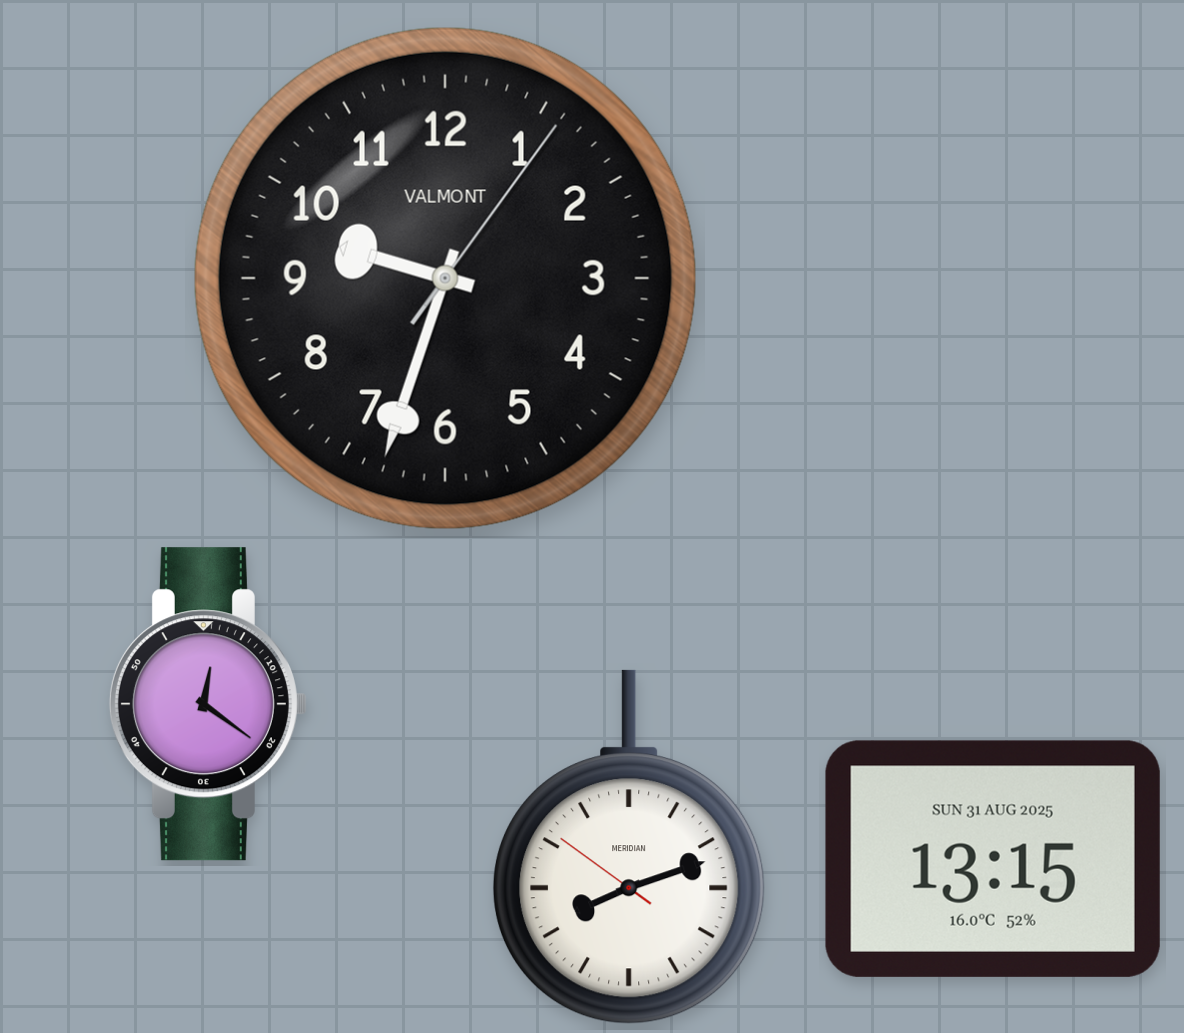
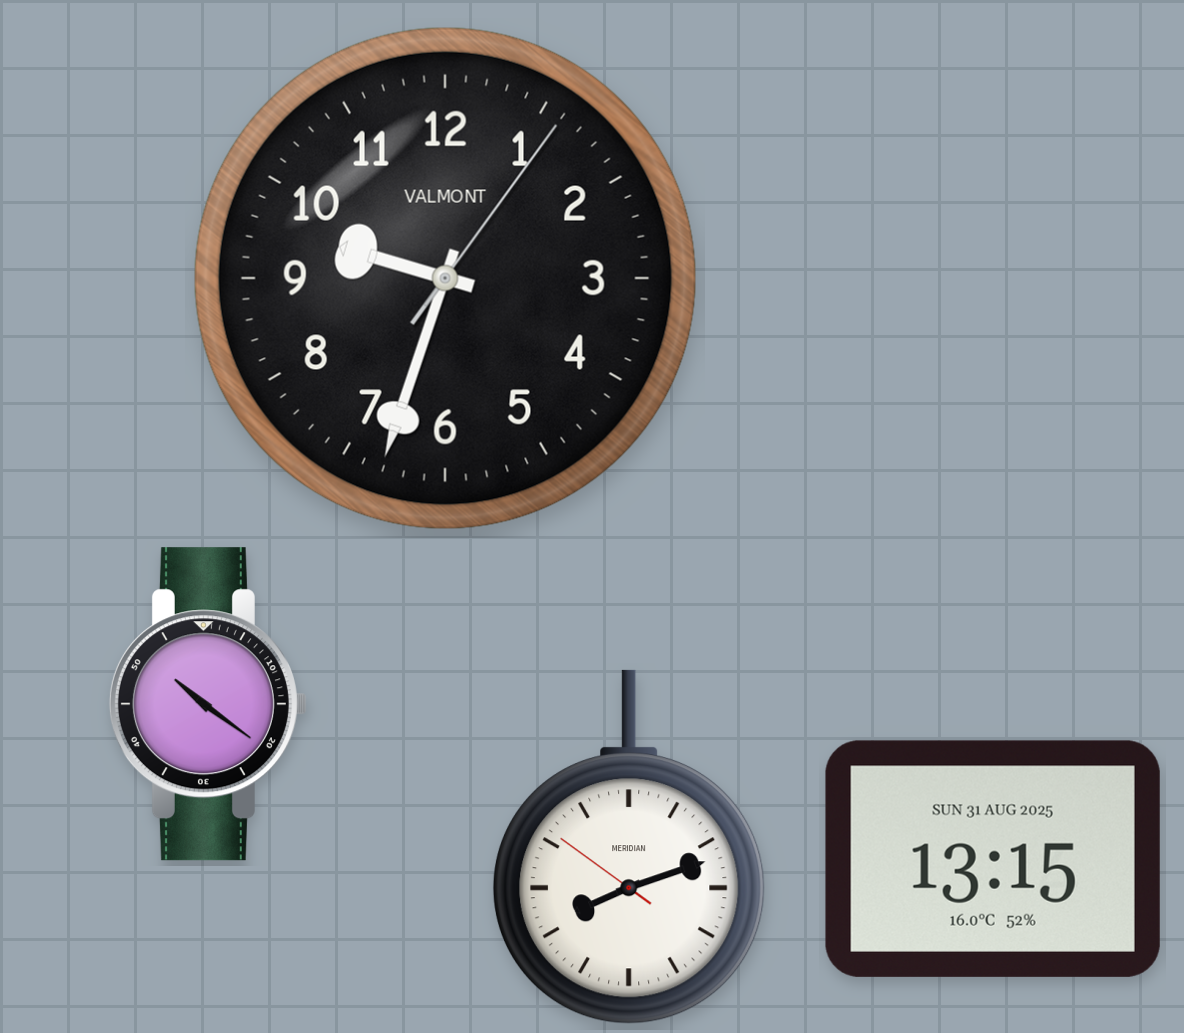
clock at (208, 704): 12:21 -> 10:21
